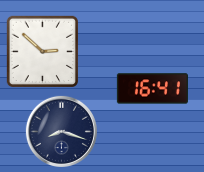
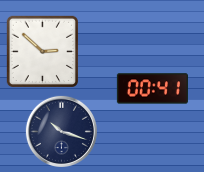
clock at (152, 89): 16:41 -> 00:41
clock at (61, 131): 8:18 -> 10:18
